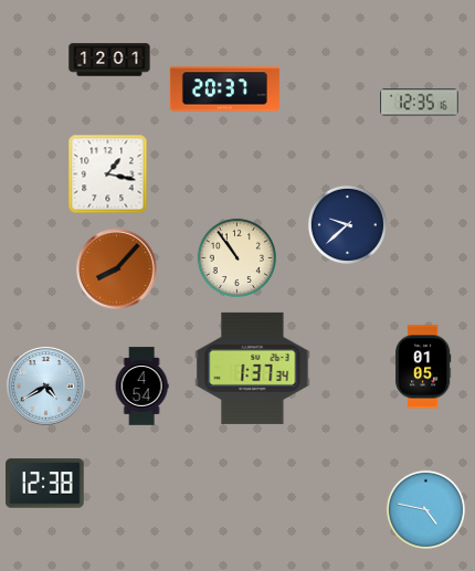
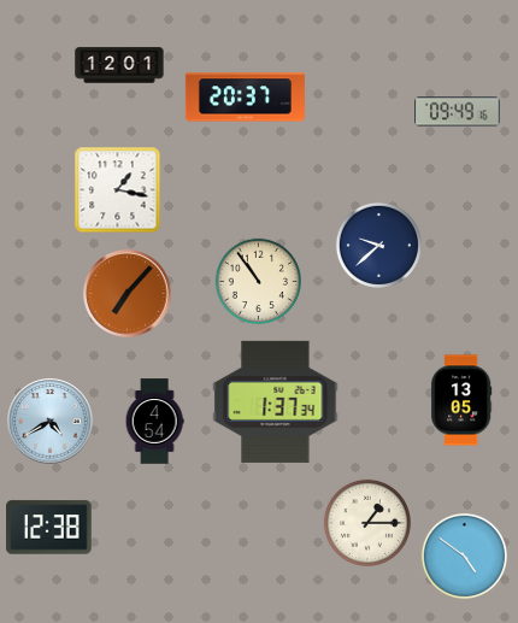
clock at (420, 103): 12:35 -> 09:49
clock at (117, 269): 8:07 -> 7:07
clock at (424, 367): 01:05 -> 13:05
clock at (367, 523): none -> 1:15
clock at (425, 509): 4:47 -> 4:51
